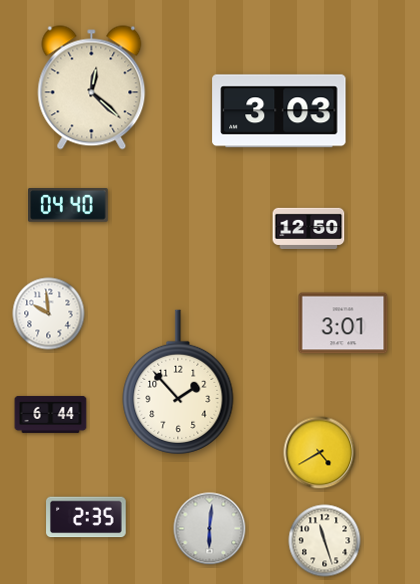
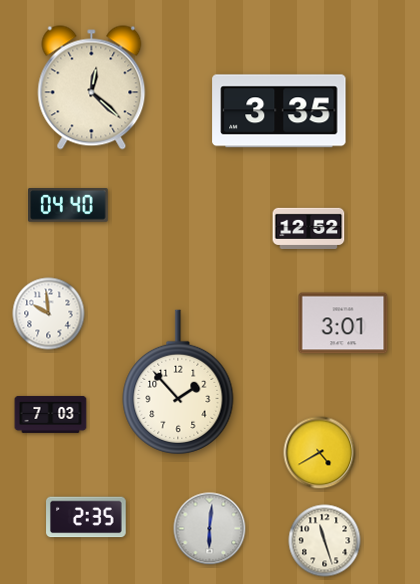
clock at (279, 111): 3:03 -> 3:35
clock at (309, 228): 12:50 -> 12:52
clock at (51, 414): 6:44 -> 7:03
